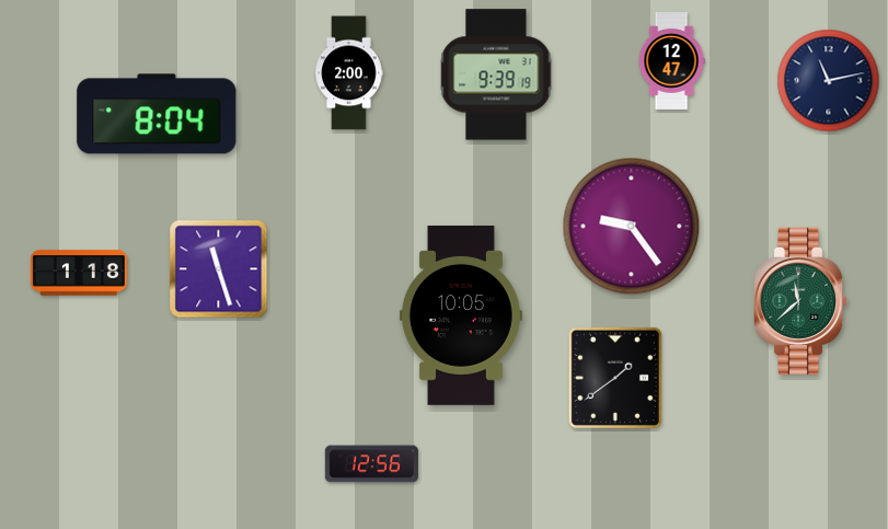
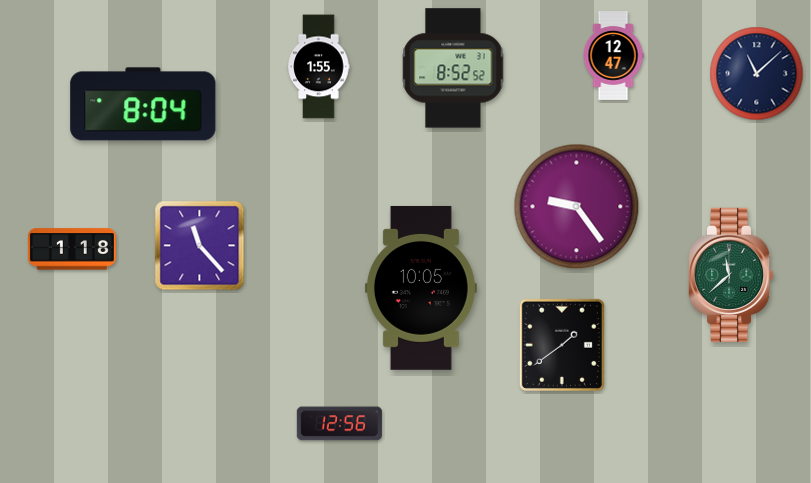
clock at (349, 73): 2:00 -> 1:55
clock at (496, 74): 9:39 -> 8:52
clock at (829, 81): 11:13 -> 11:08
clock at (219, 269): 11:27 -> 11:23
